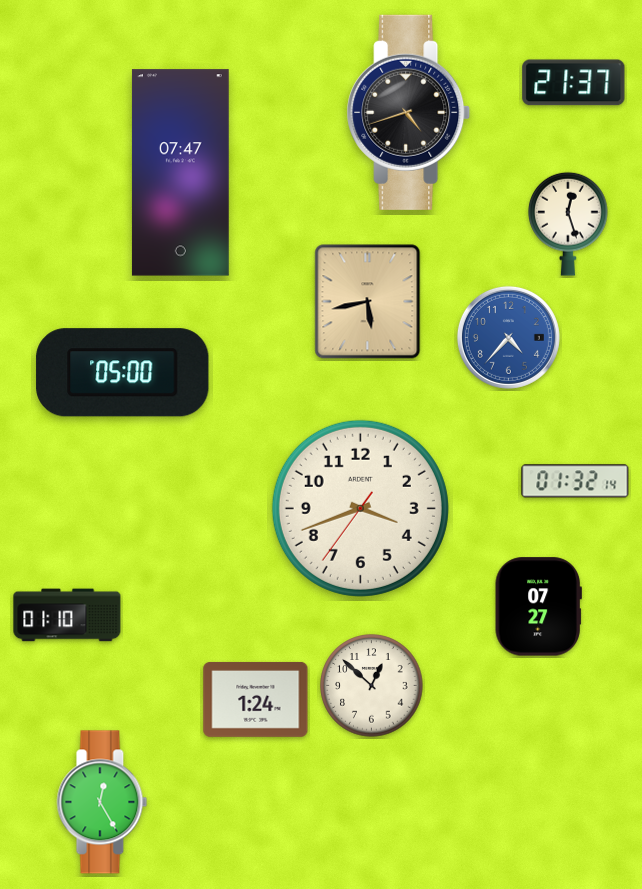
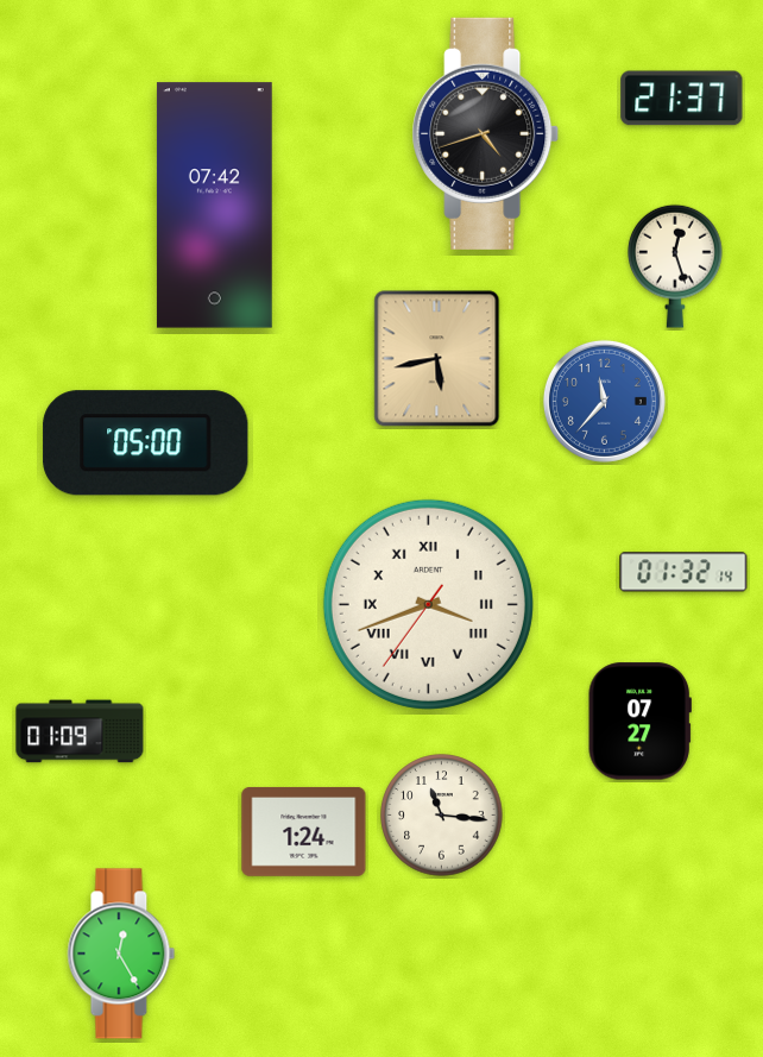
clock at (180, 173): 07:47 -> 07:42
clock at (508, 337): 4:37 -> 11:37
clock at (360, 508) numerals: Arabic -> Roman
clock at (67, 615): 01:10 -> 01:09
clock at (372, 686): 12:52 -> 11:16
